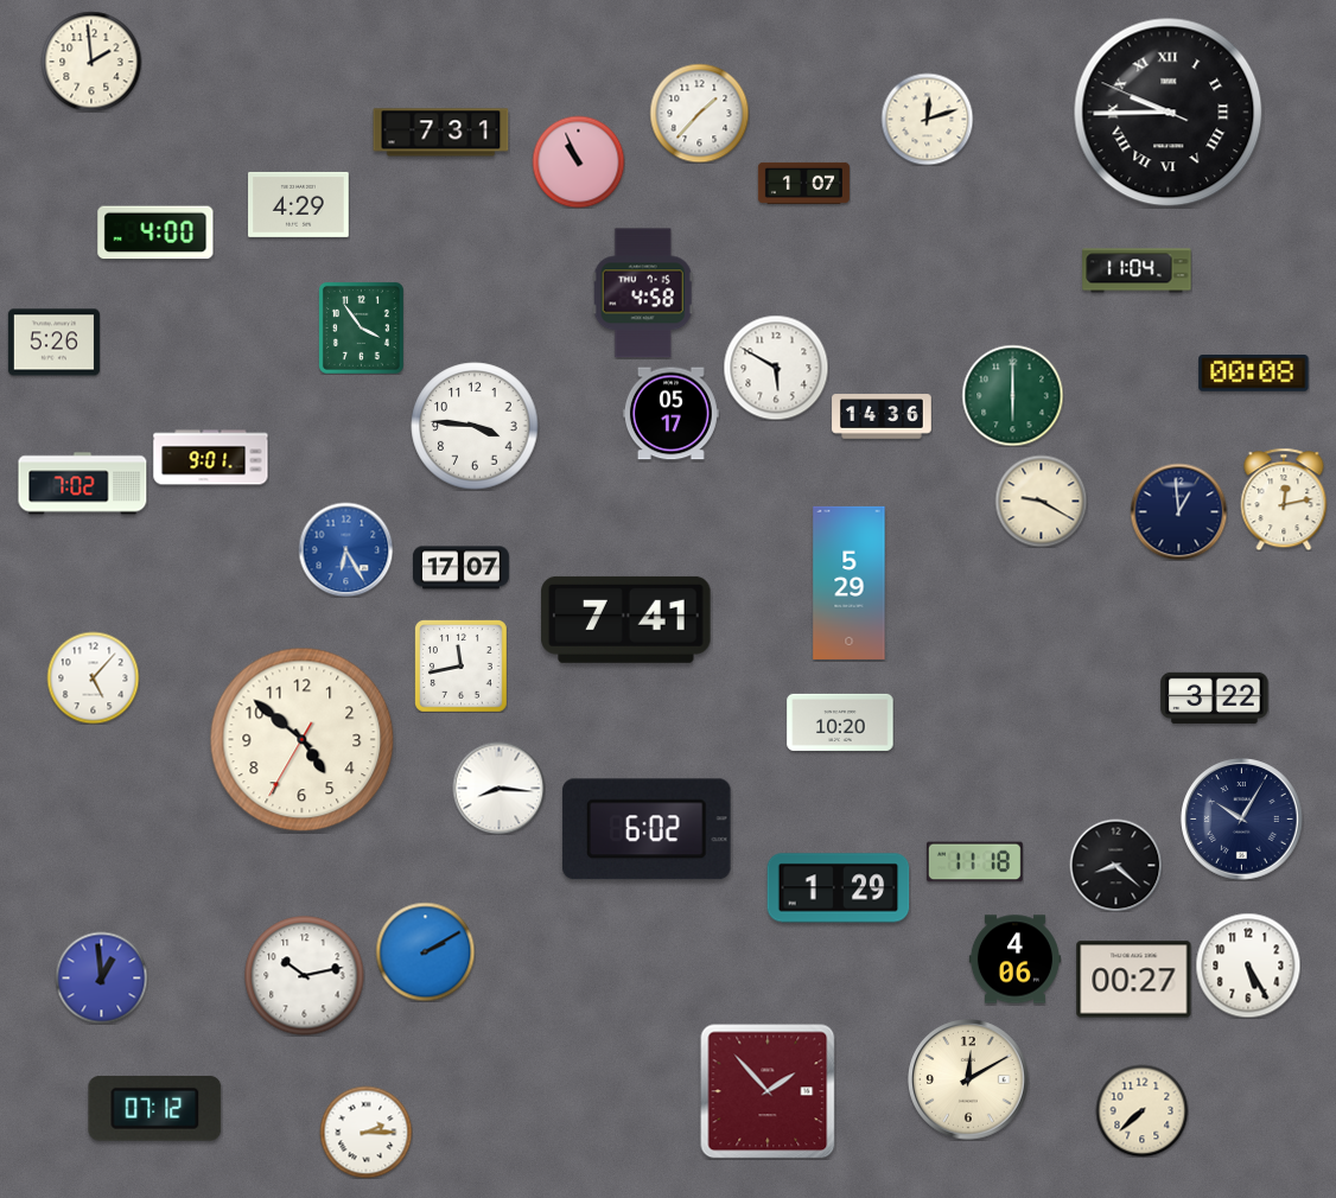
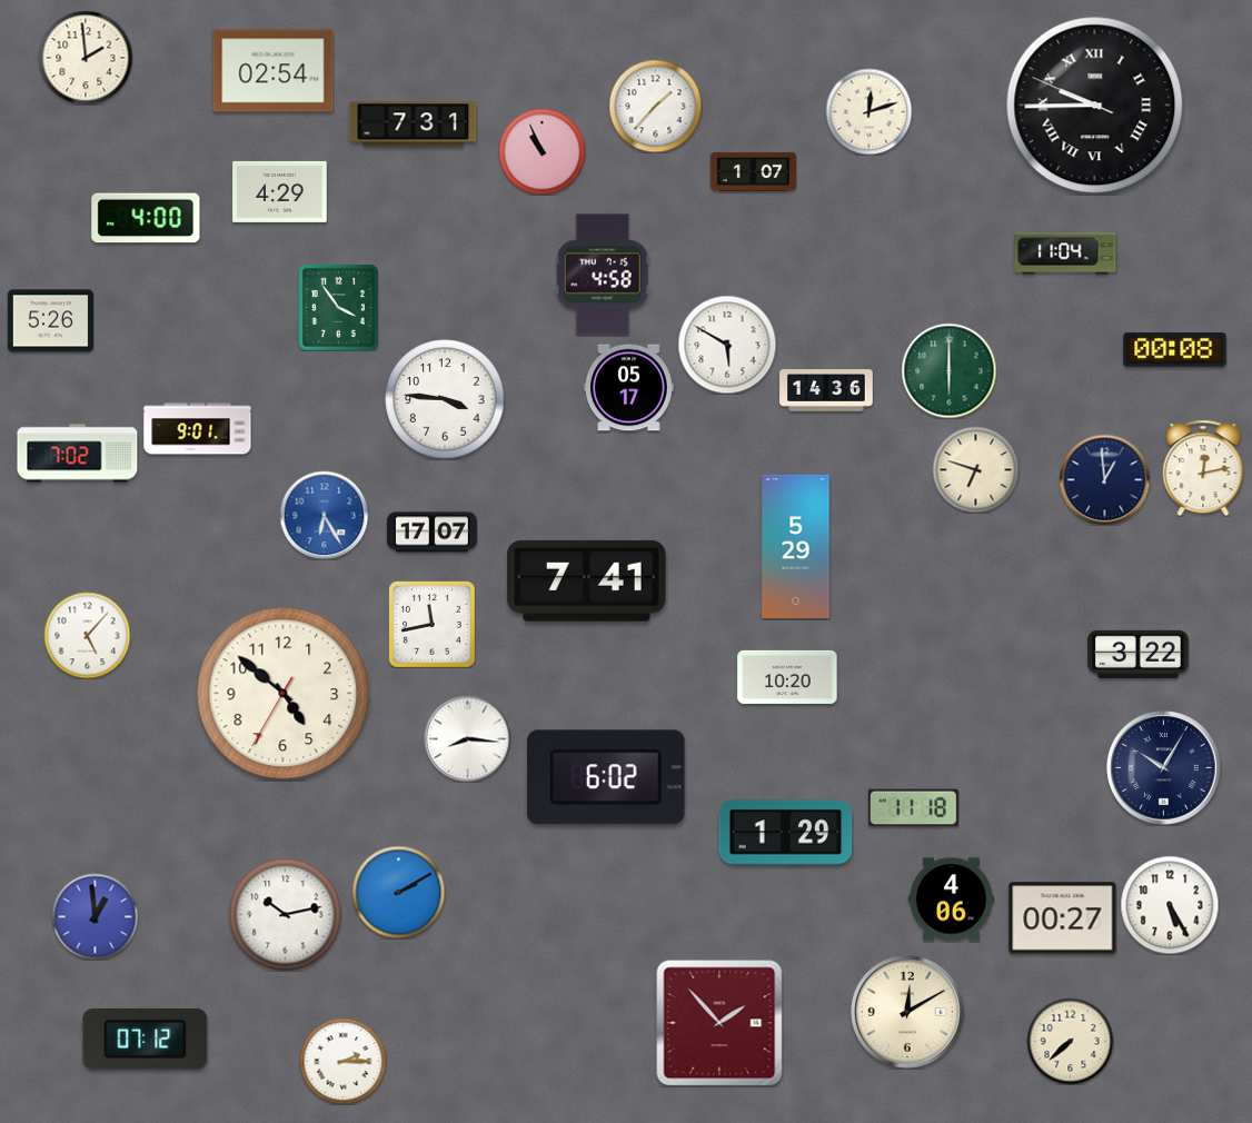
clock at (274, 71): none -> 02:54
clock at (1041, 501): 9:20 -> 6:48
clock at (1115, 865): 8:22 -> none
